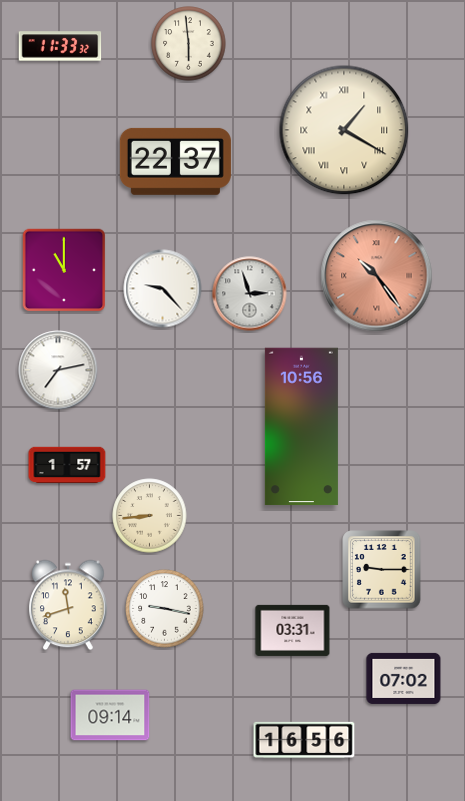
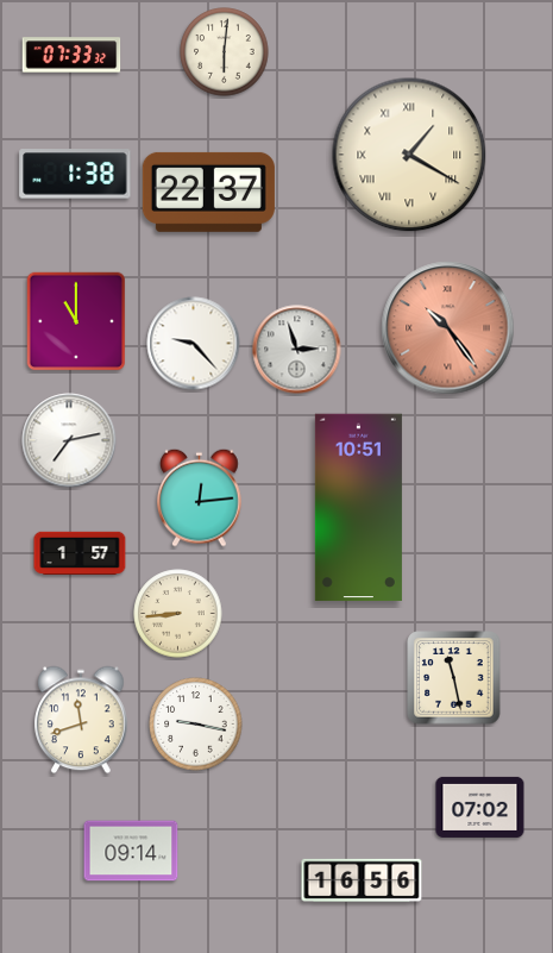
clock at (189, 44): 5:59 -> 6:01
clock at (60, 46): 11:33 -> 07:33
clock at (75, 174): none -> 1:38
clock at (200, 497): none -> 12:14
clock at (301, 427): 10:56 -> 10:51
clock at (382, 570): 9:15 -> 11:28
clock at (293, 630): 03:31 -> none
